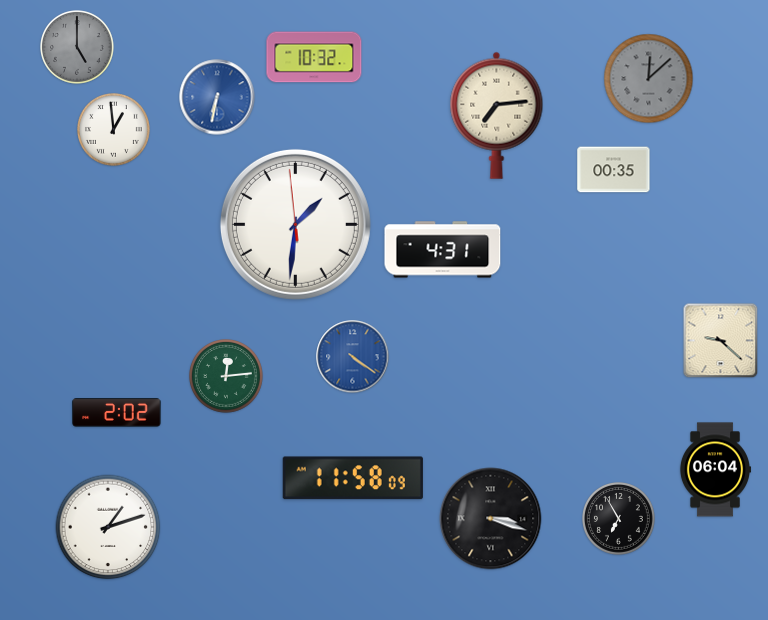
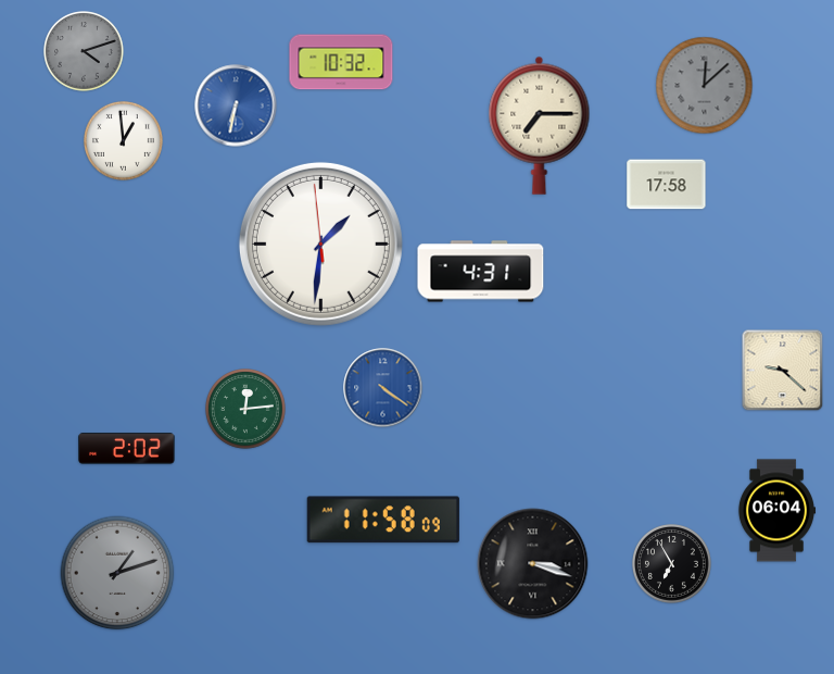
clock at (78, 48): 5:00 -> 4:12
clock at (497, 115): 7:14 -> 7:15
clock at (614, 170): 00:35 -> 17:58
clock at (108, 527) dial: white -> grey
